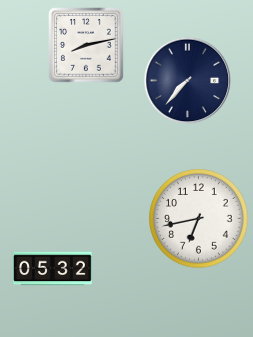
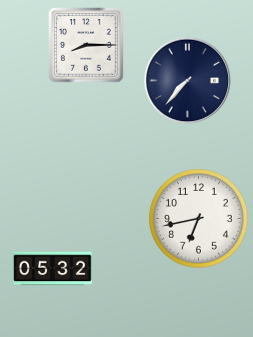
clock at (86, 45): 8:13 -> 8:15
